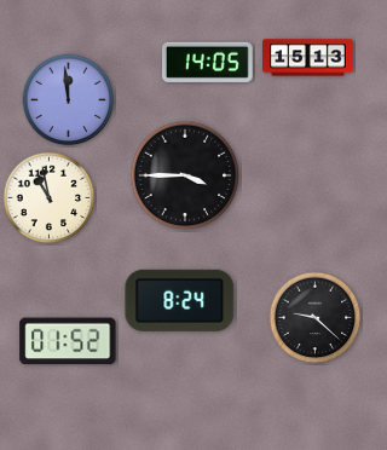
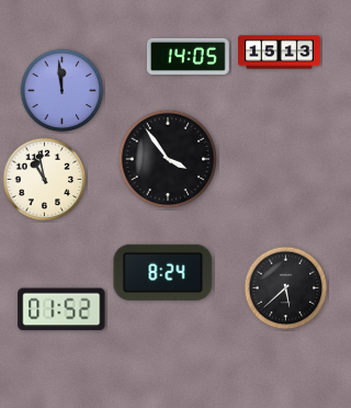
clock at (185, 175): 3:45 -> 3:54
clock at (316, 318): 9:22 -> 5:38
